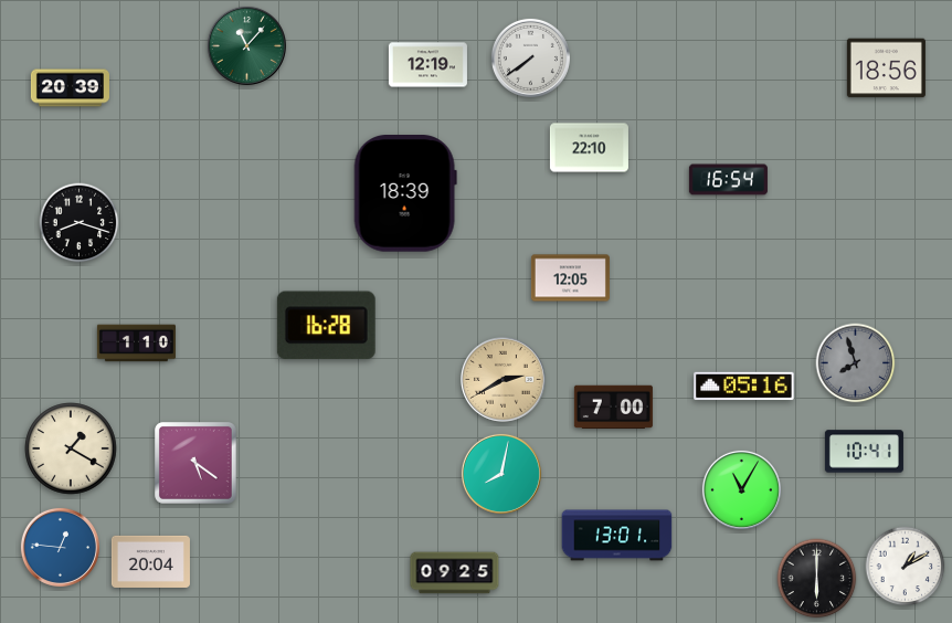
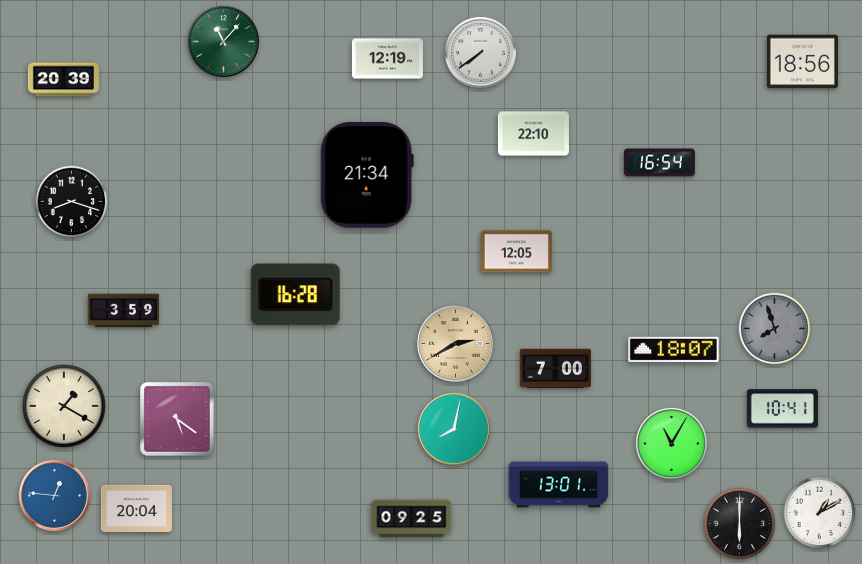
clock at (405, 194): 18:39 -> 21:34
clock at (136, 344): 1:10 -> 3:59
clock at (744, 387): 05:16 -> 18:07
